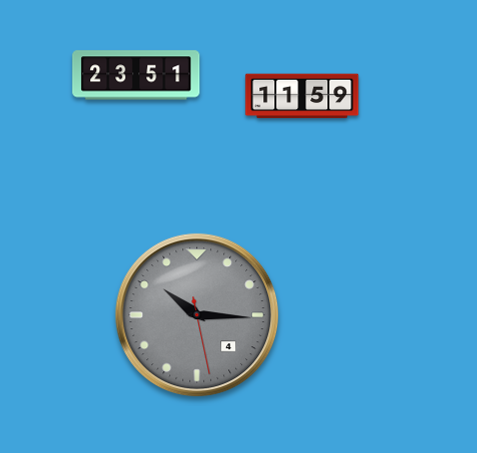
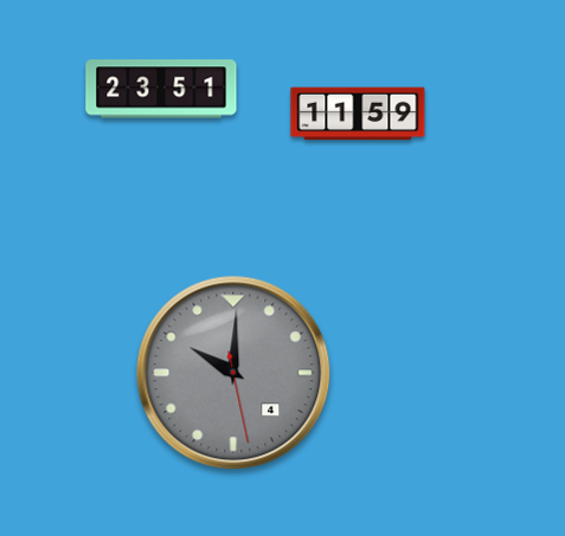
clock at (197, 315): 10:15 -> 10:00
